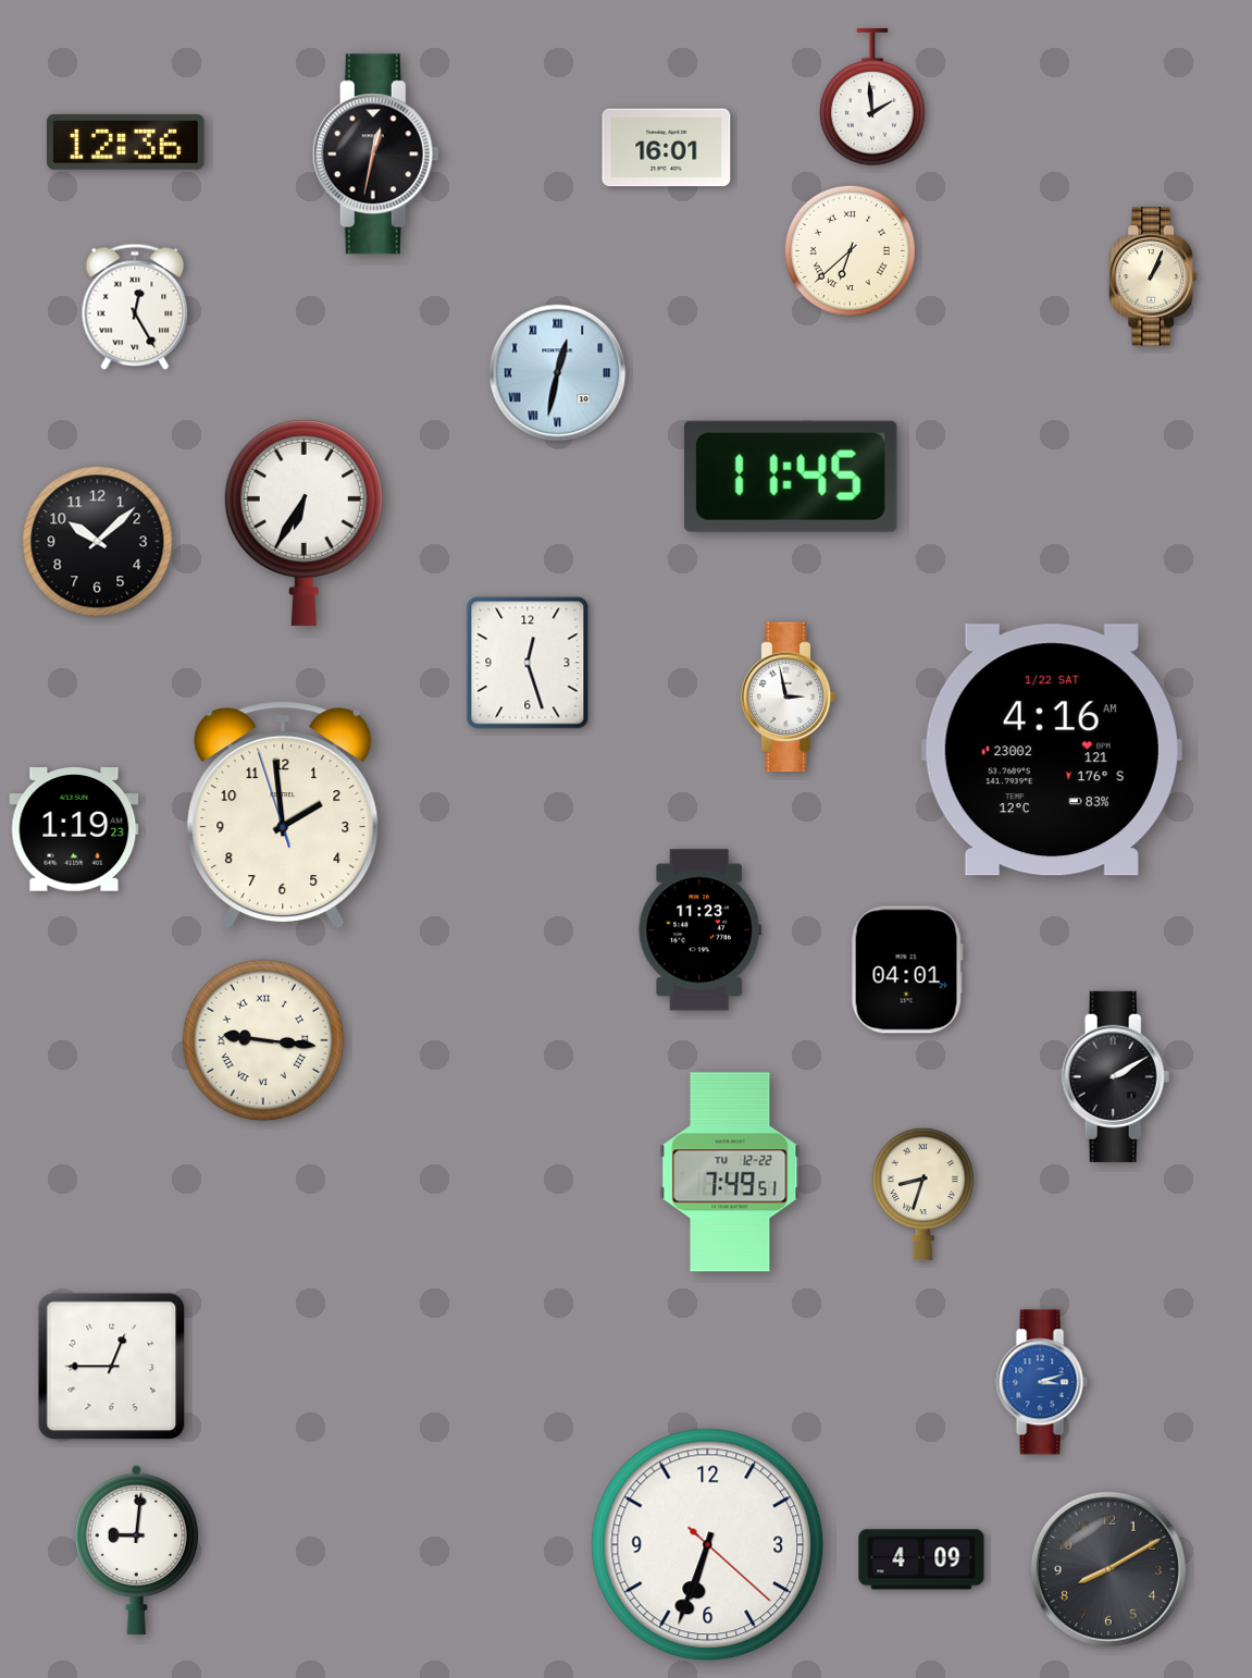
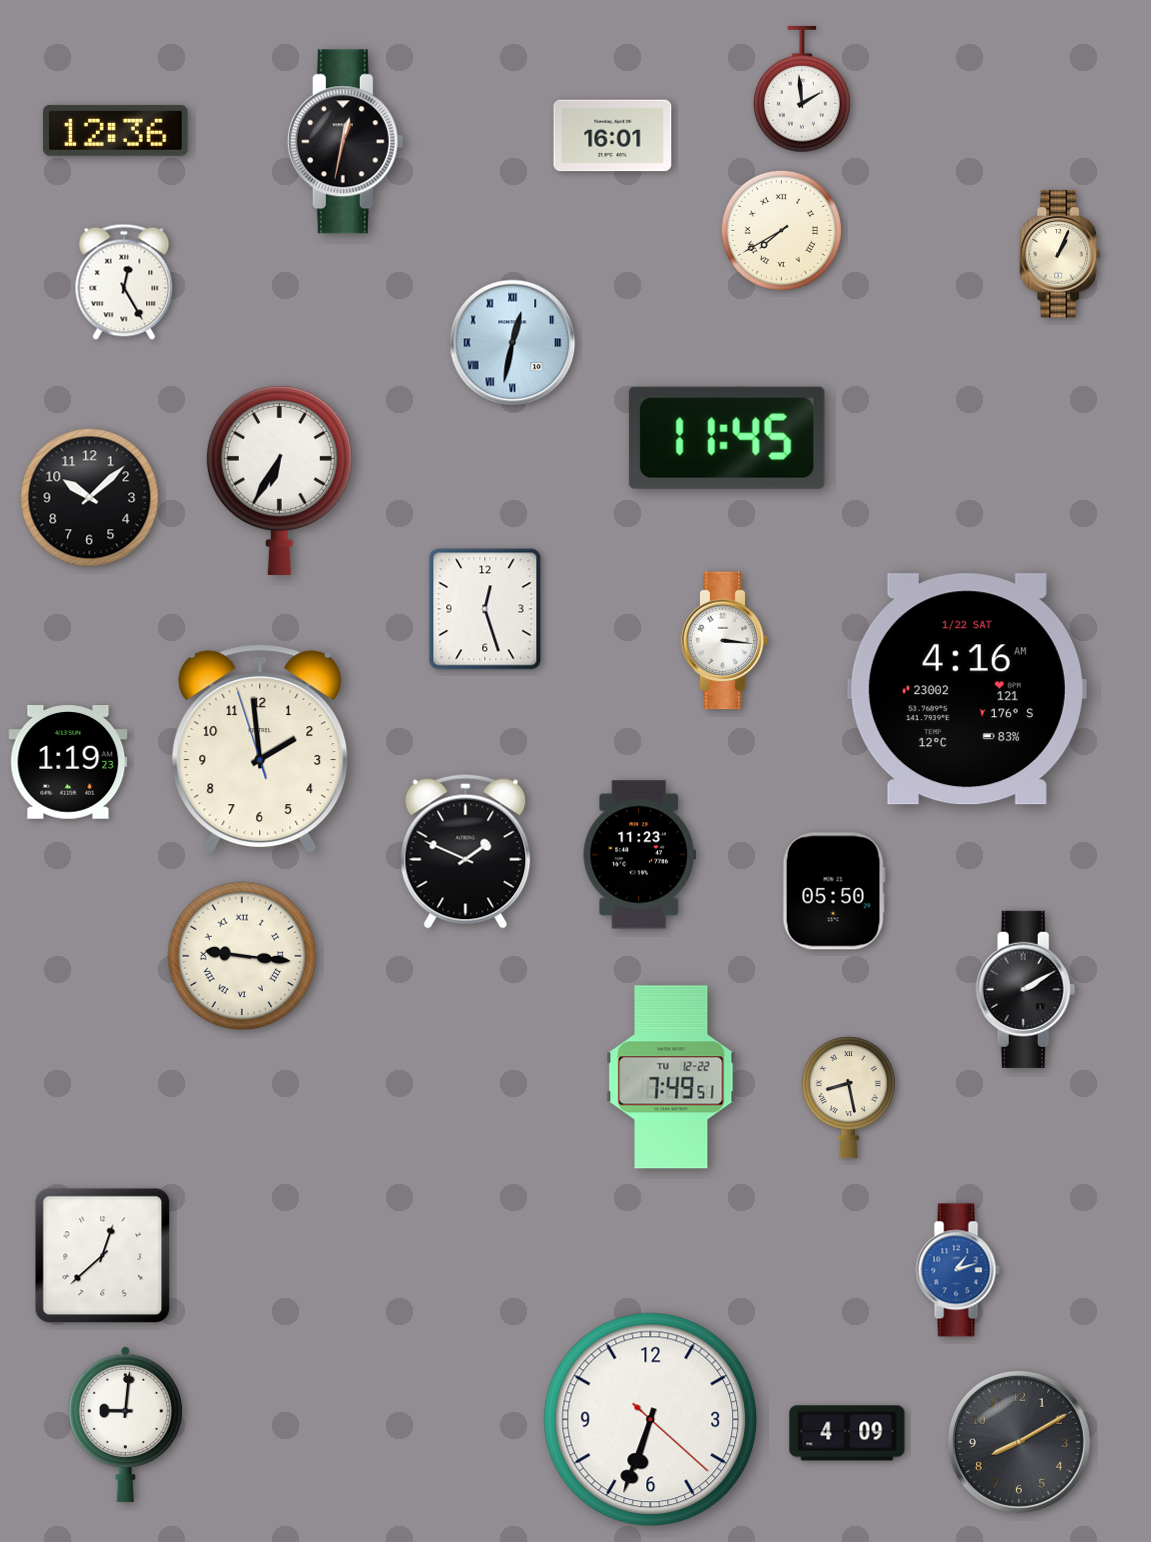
clock at (850, 250): 6:38 -> 7:40
clock at (789, 698): 2:58 -> 3:16
clock at (466, 851): none -> 1:49
clock at (699, 930) position: (699, 930) -> (639, 855)
clock at (907, 970): 04:01 -> 05:50
clock at (922, 1195): 8:33 -> 8:28
clock at (112, 1367): 12:45 -> 12:38
clock at (1042, 1382): 3:12 -> 1:12
